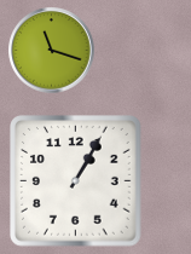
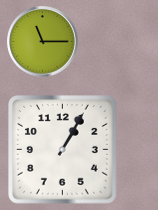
clock at (52, 51): 11:18 -> 11:15
